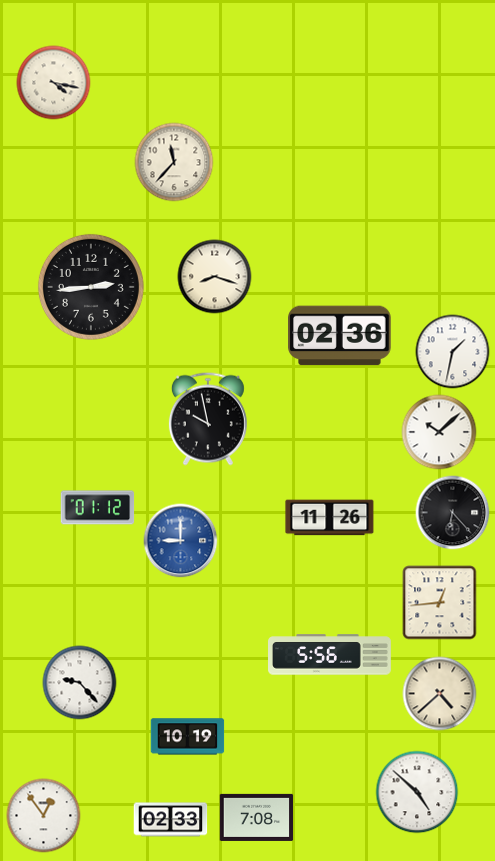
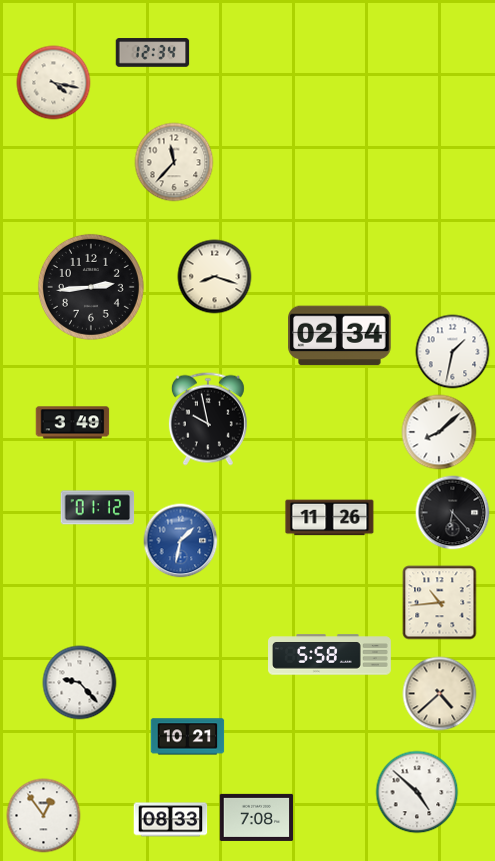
clock at (153, 53): none -> 12:34
clock at (340, 336): 02:36 -> 02:34
clock at (73, 423): none -> 3:49
clock at (439, 432): 10:08 -> 8:08
clock at (181, 541): 9:00 -> 1:32
clock at (440, 603): 12:44 -> 10:44
clock at (330, 655): 5:56 -> 5:58
clock at (188, 737): 10:19 -> 10:21
clock at (171, 820): 02:33 -> 08:33
